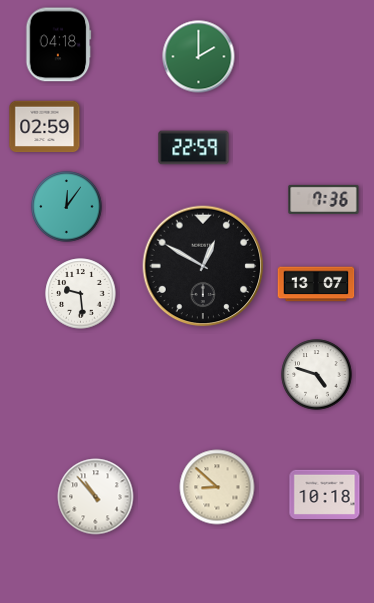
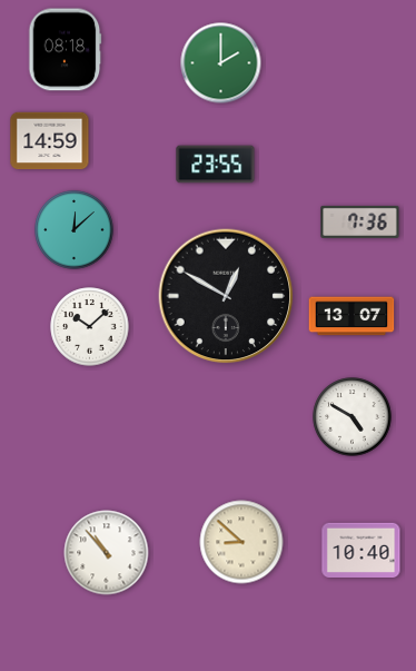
clock at (59, 45): 04:18 -> 08:18
clock at (45, 127): 02:59 -> 14:59
clock at (194, 148): 22:59 -> 23:55
clock at (67, 207): 12:06 -> 12:08
clock at (81, 294): 9:29 -> 10:08
clock at (317, 375): 4:48 -> 4:50
clock at (325, 494): 10:18 -> 10:40
